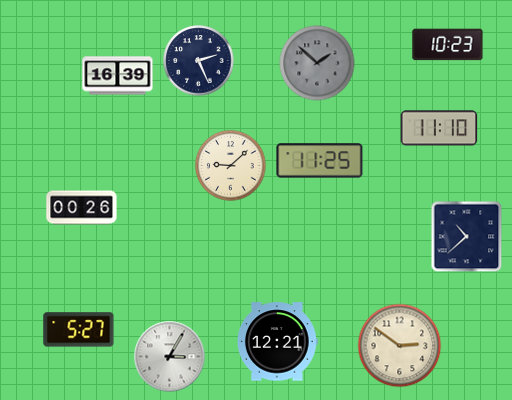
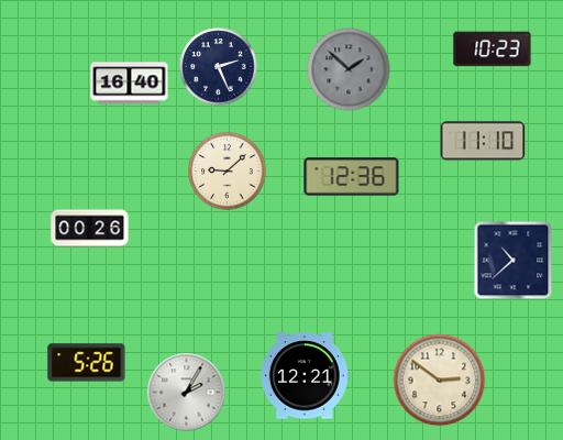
clock at (118, 76): 16:39 -> 16:40
clock at (320, 161): 11:25 -> 12:36
clock at (231, 166) position: (231, 166) -> (228, 172)
clock at (79, 330): 5:27 -> 5:26
clock at (170, 357): 3:05 -> 2:05
